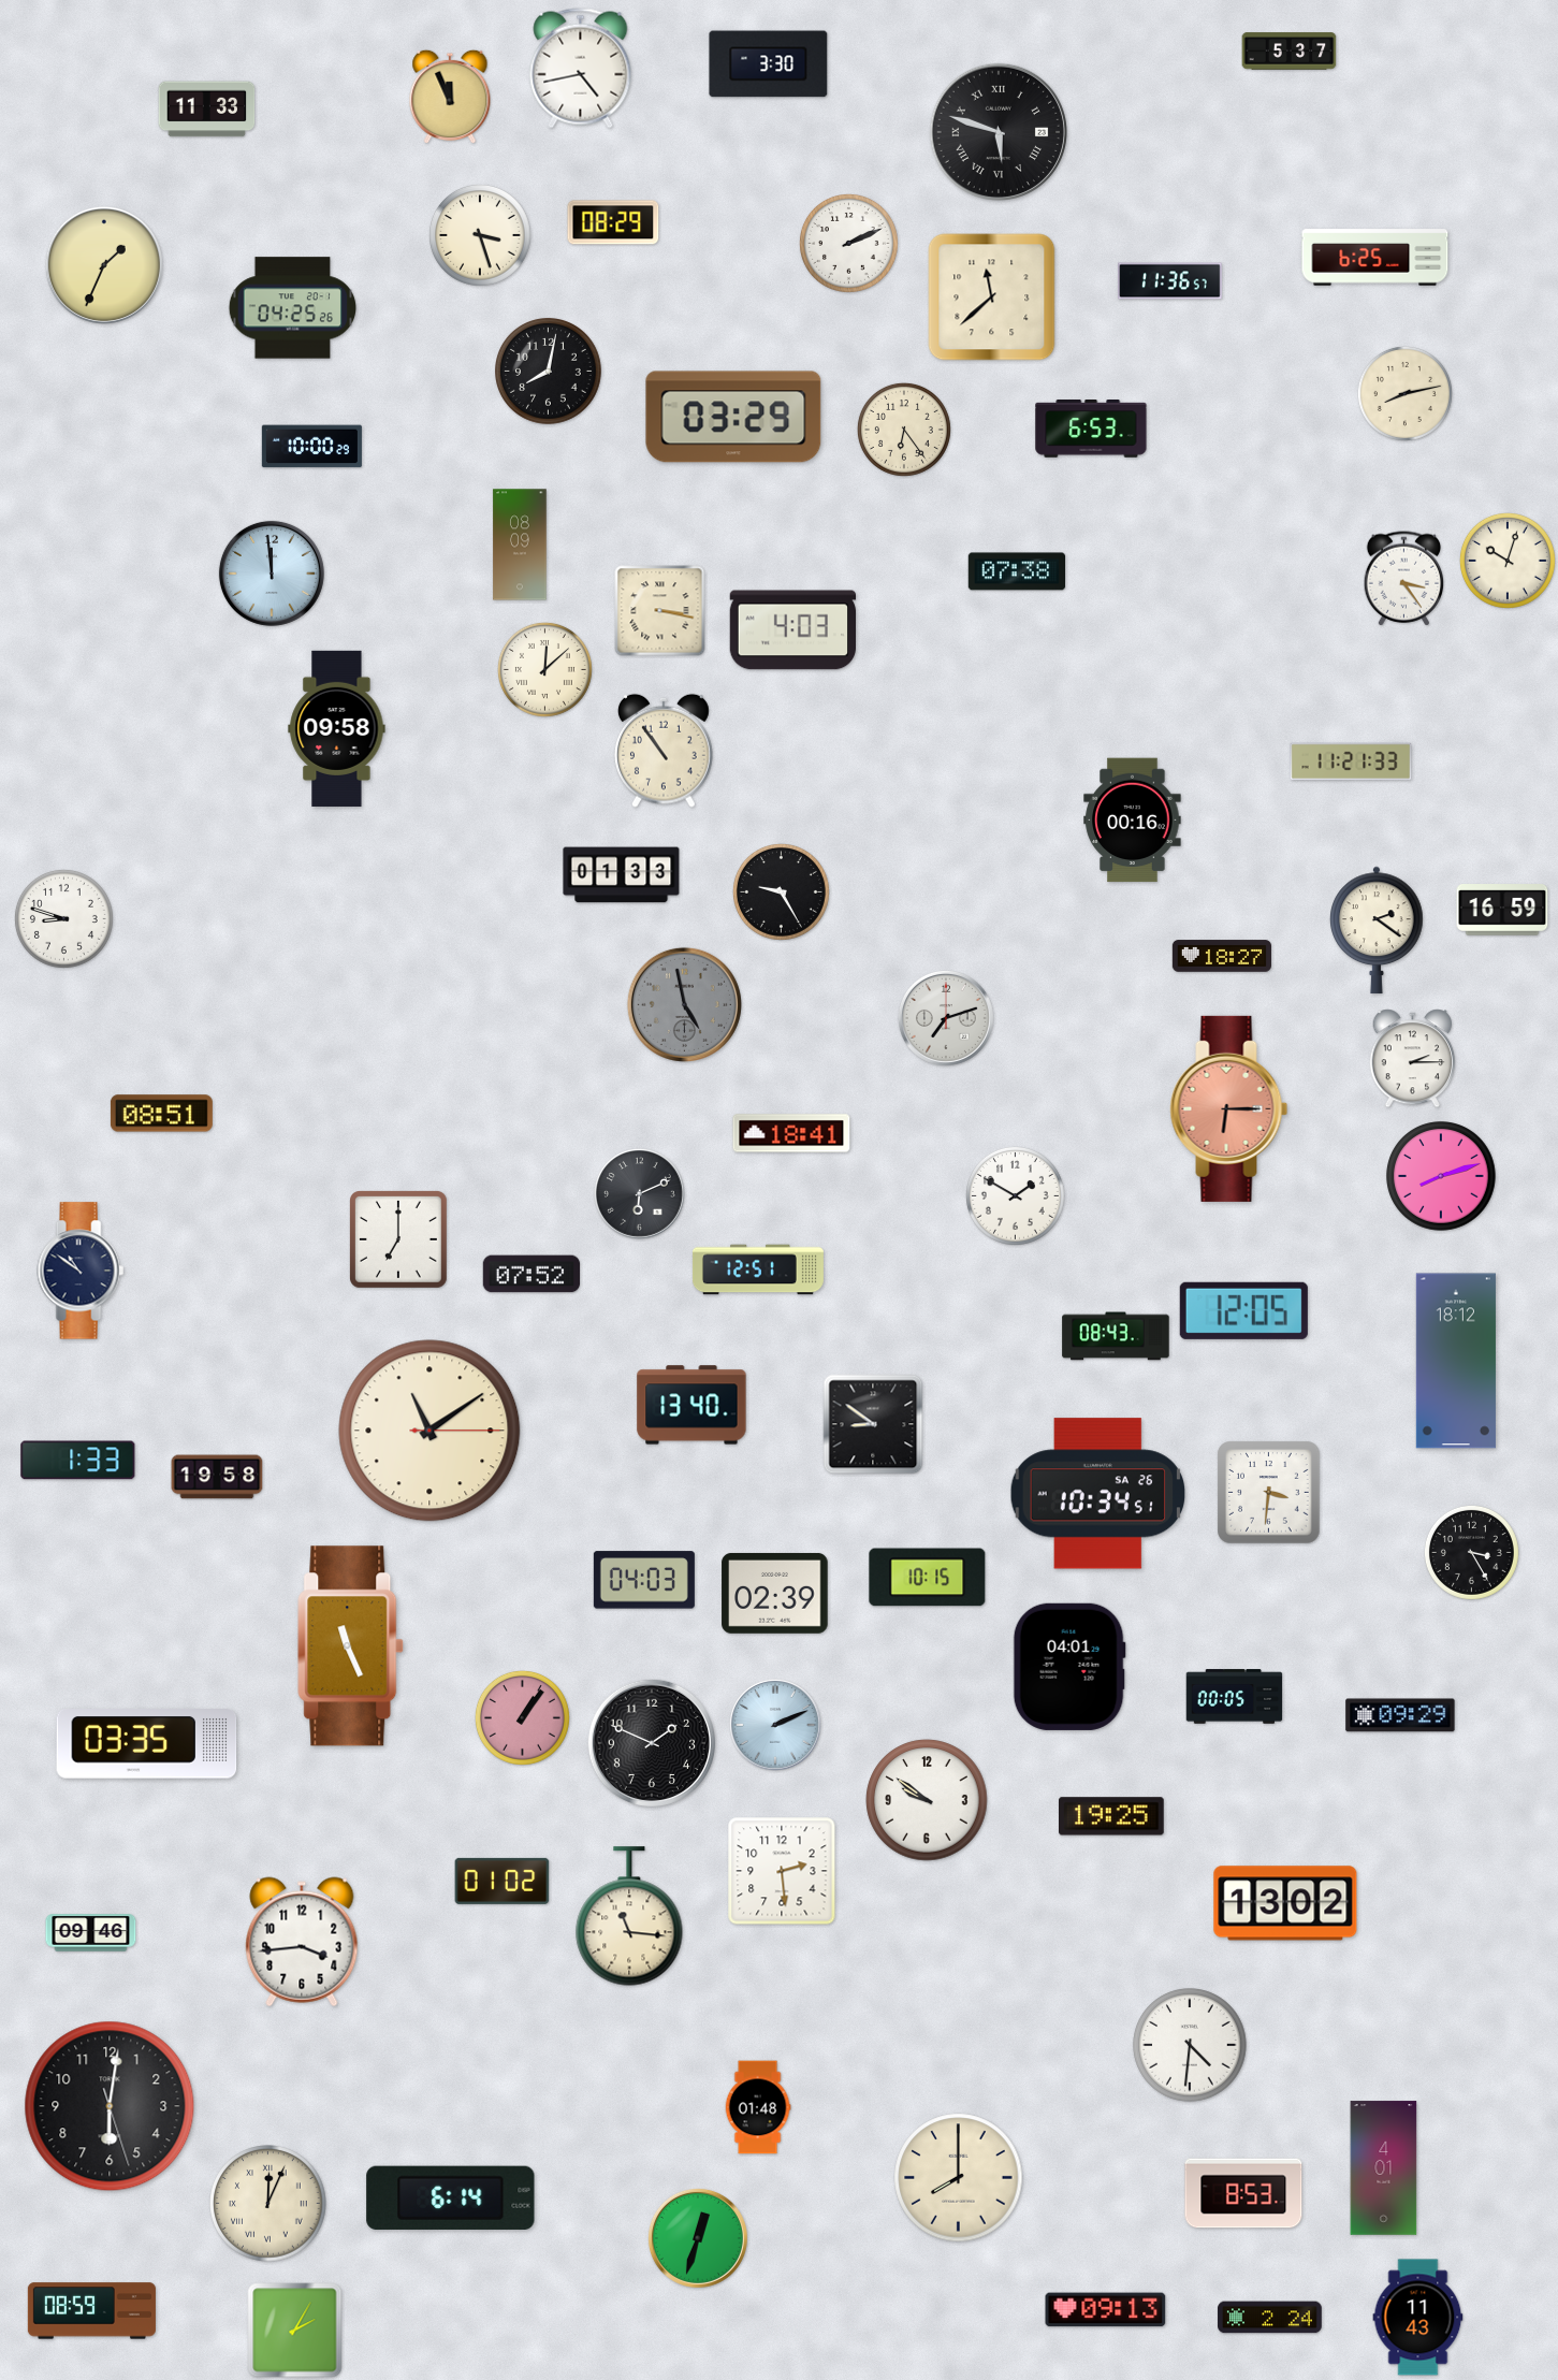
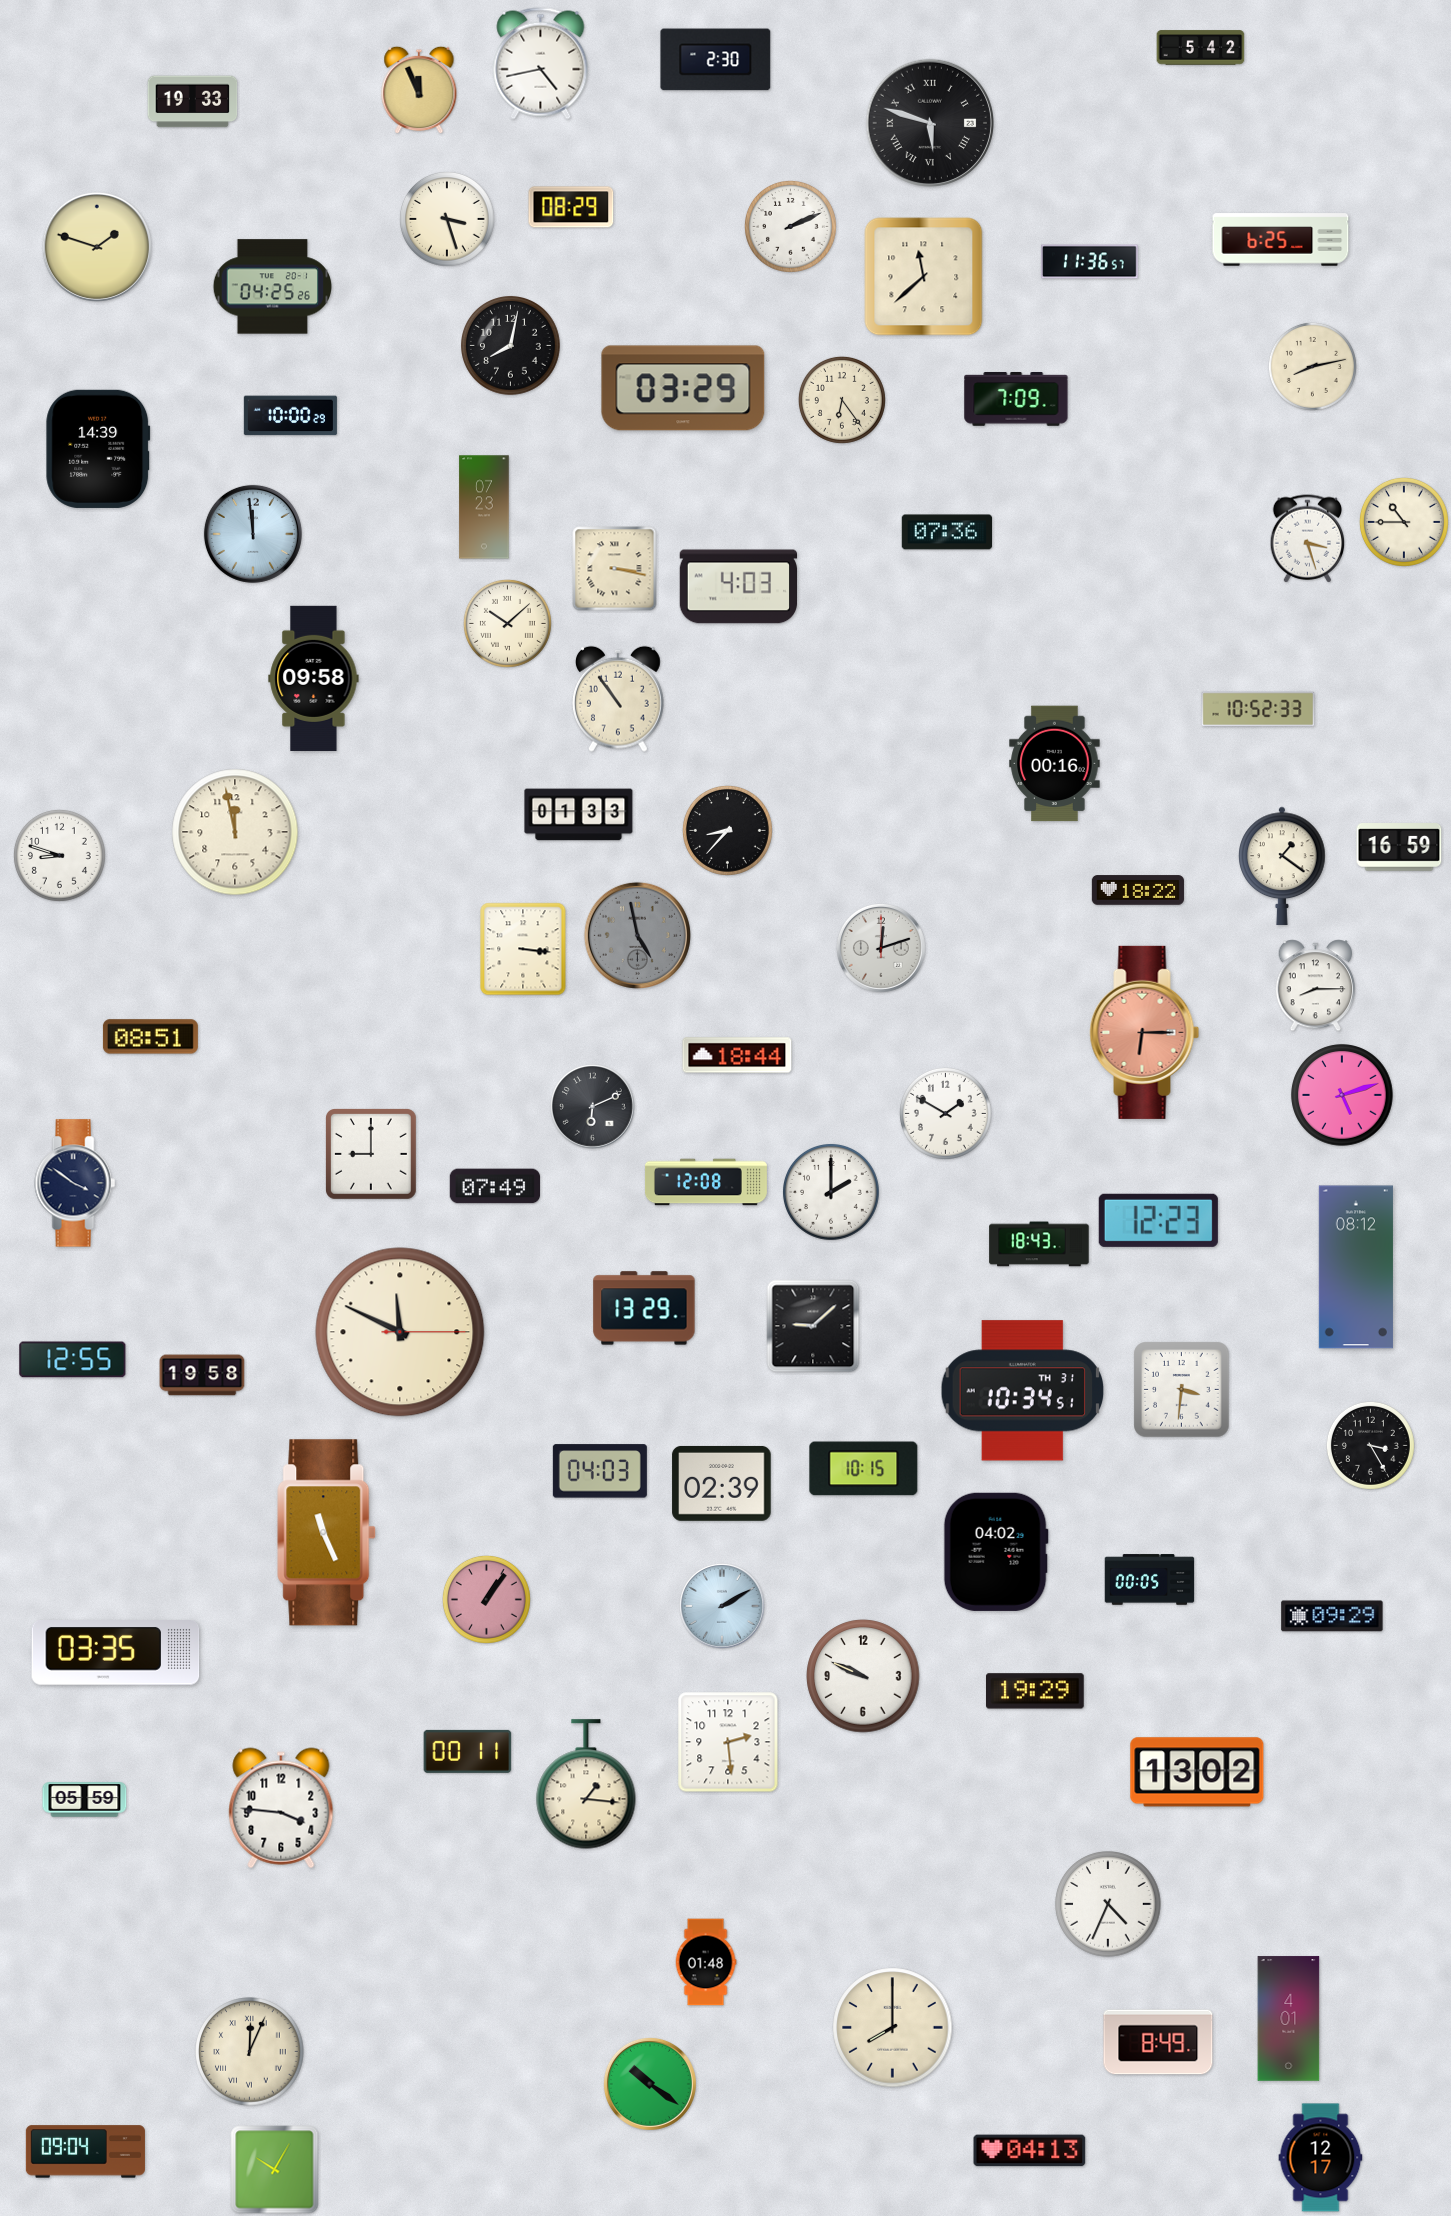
clock at (1290, 52): 5:37 -> 5:42
clock at (769, 64): 3:30 -> 2:30
clock at (207, 110): 11:33 -> 19:33
clock at (104, 265): 1:34 -> 1:48
clock at (1404, 393) position: (1404, 393) -> (1312, 366)
clock at (1091, 430): 6:53 -> 7:09
clock at (98, 449): none -> 14:39
clock at (520, 545): 08:09 -> 07:23
clock at (1508, 561): 10:03 -> 10:45
clock at (1017, 571): 07:38 -> 07:36
clock at (1404, 579): 3:24 -> 3:27
clock at (544, 669): 12:08 -> 10:08
clock at (1351, 761): 11:21 -> 10:52
clock at (781, 891): 9:25 -> 8:37
clock at (235, 832): none -> 11:58
clock at (1377, 930): 2:21 -> 1:21
clock at (1222, 956): 18:27 -> 18:22
clock at (946, 1018): 7:12 -> 12:12
clock at (523, 949): none -> 3:16
clock at (1413, 1059): 2:15 -> 8:15
clock at (791, 1133): 18:41 -> 18:44
clock at (1441, 1176): 8:12 -> 5:12
clock at (640, 1194) position: (640, 1194) -> (593, 1107)
clock at (399, 1240): 7:00 -> 9:00
clock at (758, 1269): 12:51 -> 12:08
clock at (81, 1271): 10:51 -> 3:51
clock at (532, 1274): 07:52 -> 07:49
clock at (832, 1193): none -> 2:00
clock at (1243, 1310): 12:05 -> 12:23
clock at (1116, 1336): 08:43 -> 18:43
clock at (1456, 1361): 18:12 -> 08:12
clock at (691, 1405): 13:40 -> 13:29
clock at (873, 1424): 8:51 -> 9:08
clock at (429, 1431): 11:09 -> 11:49
clock at (78, 1461): 1:33 -> 12:55
clock at (1097, 1494) date: SA 26 -> TH 31
clock at (1069, 1667): 04:01 -> 04:02
clock at (1400, 1715) position: (1400, 1715) -> (1332, 1616)
clock at (775, 1725): 2:11 -> 2:10
clock at (652, 1743): 1:49 -> none
clock at (147, 1744) position: (147, 1744) -> (116, 1653)
clock at (927, 1800): 9:51 -> 9:49
clock at (1112, 1816): 19:25 -> 19:29
clock at (503, 1881): 01:02 -> 00:11
clock at (629, 1916): 11:16 -> 1:16
clock at (91, 1933): 09:46 -> 05:59
clock at (302, 1942): 3:44 -> 3:46
clock at (1190, 2045): 4:31 -> 4:34
clock at (110, 2106): 6:01 -> none
clock at (1243, 2193): 8:53 -> 8:49
clock at (451, 2197): 6:14 -> none
clock at (698, 2238): 12:33 -> 10:21
clock at (1106, 2310): 09:13 -> 04:13
clock at (91, 2311): 08:59 -> 09:04
clock at (1270, 2318): 2:24 -> none
clock at (1418, 2318): 11:43 -> 12:17
clock at (295, 2331): 2:05 -> 10:05
